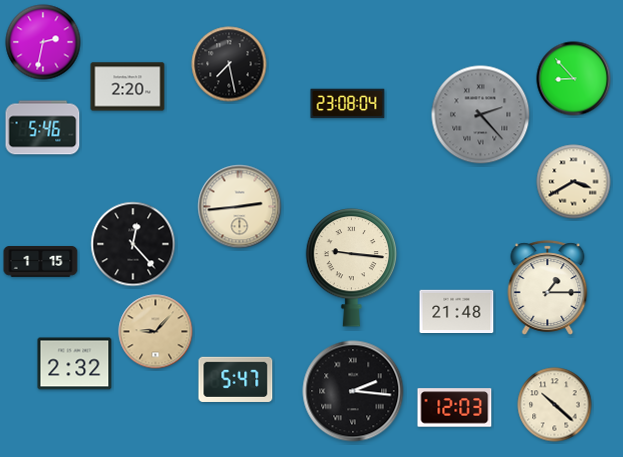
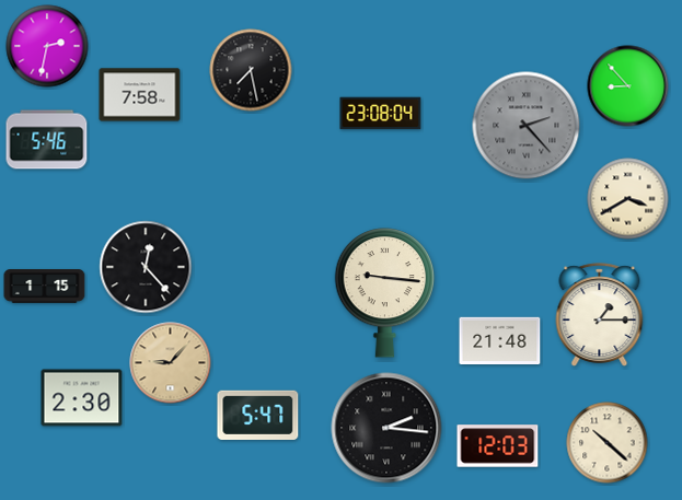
clock at (128, 87): 2:20 -> 7:58
clock at (240, 207): 2:44 -> none
clock at (75, 364): 2:32 -> 2:30
